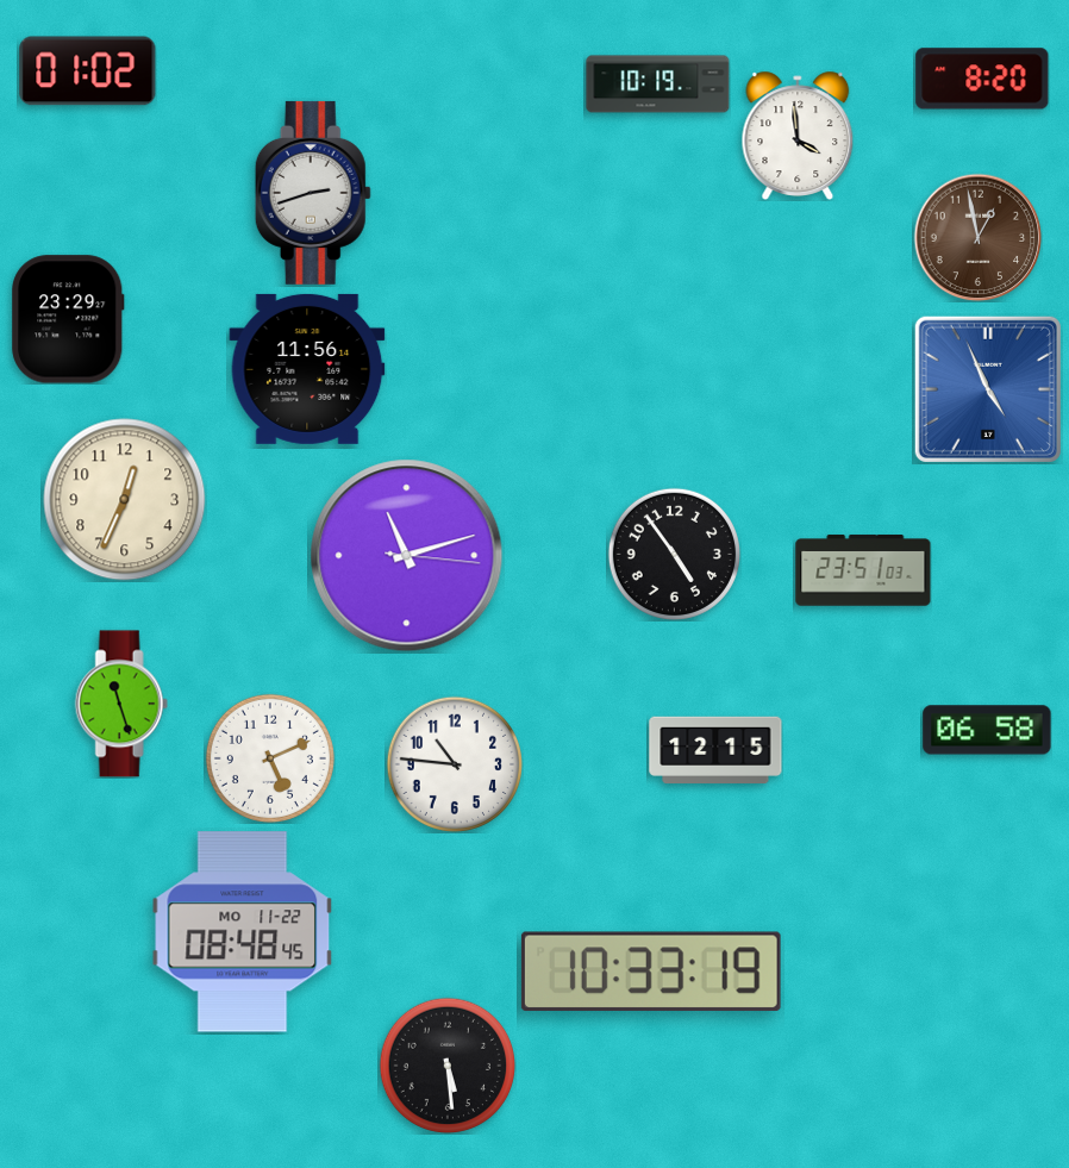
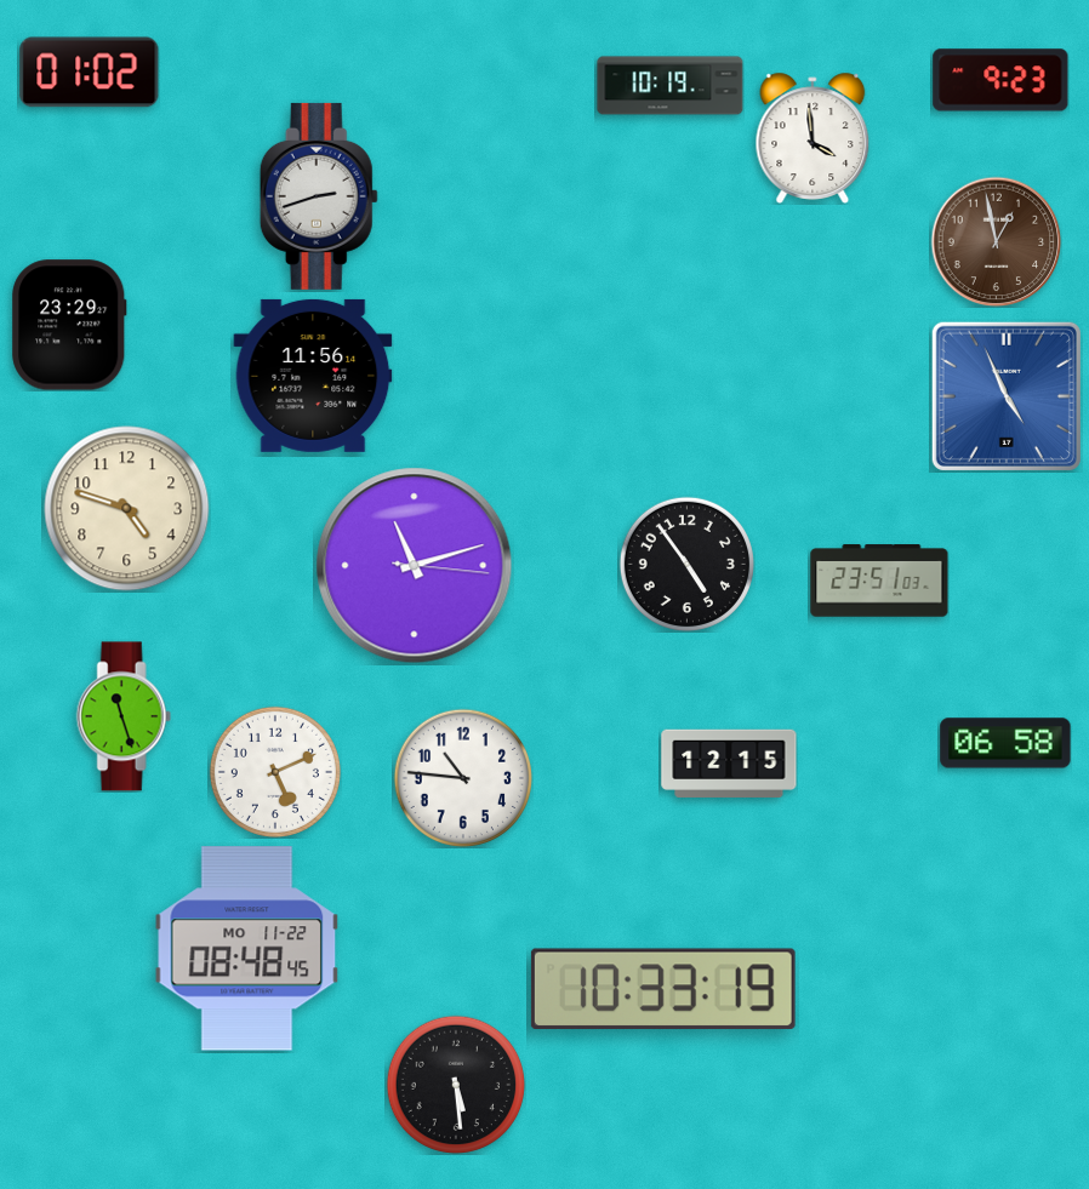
clock at (982, 79): 8:20 -> 9:23
clock at (125, 500): 12:34 -> 4:48
